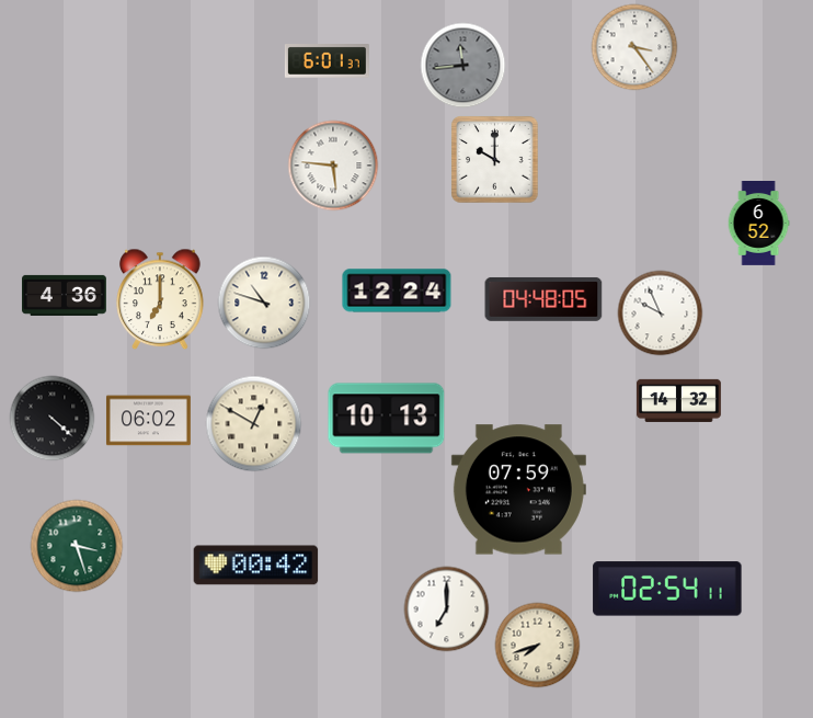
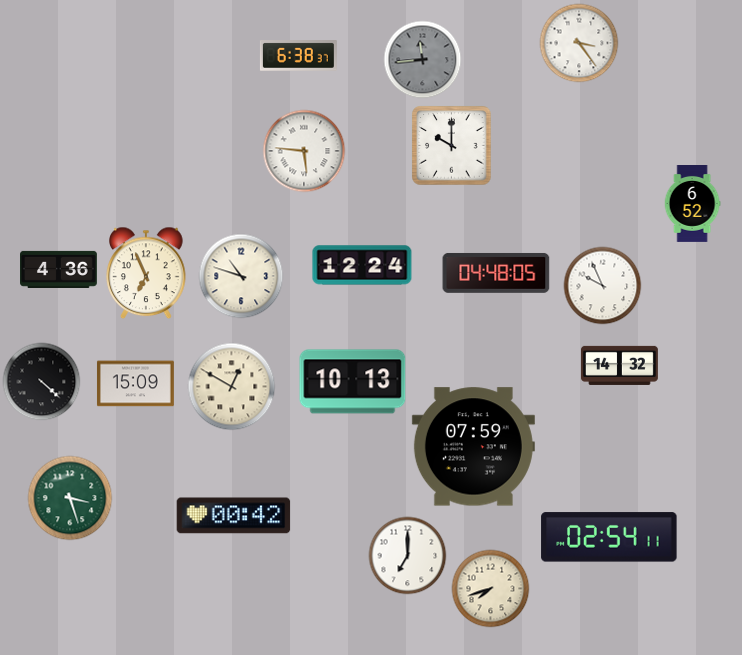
clock at (327, 61): 6:01 -> 6:38
clock at (160, 299): 7:00 -> 6:56
clock at (51, 418) position: (51, 418) -> (41, 381)
clock at (148, 421): 06:02 -> 15:09
